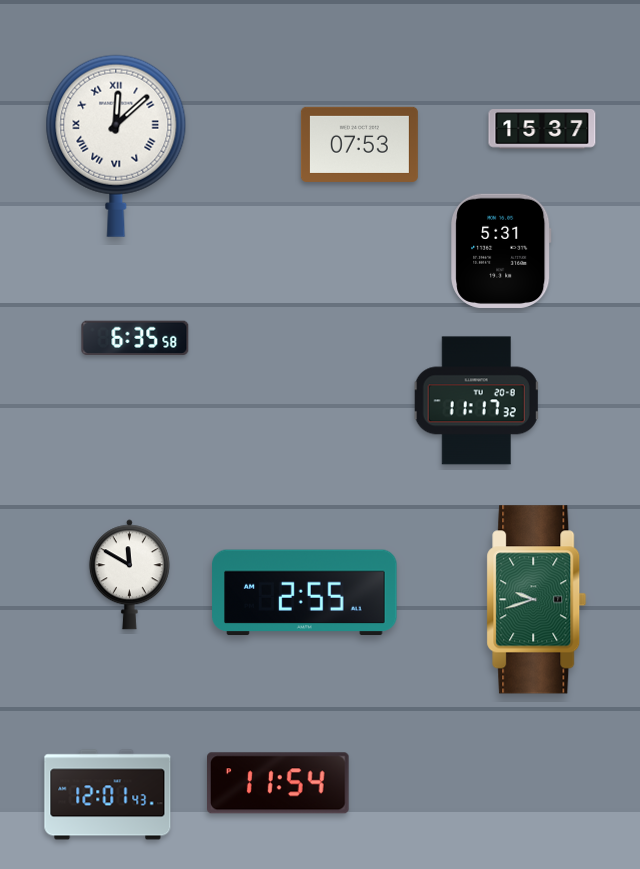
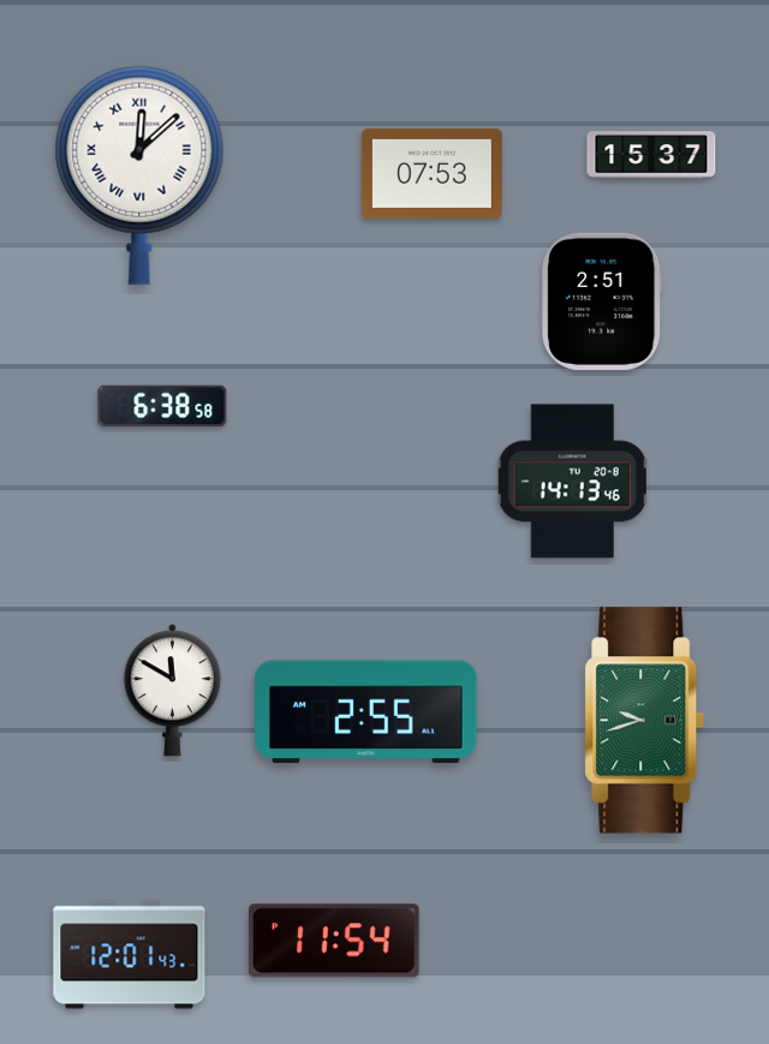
clock at (501, 251): 5:31 -> 2:51
clock at (135, 338): 6:35 -> 6:38
clock at (476, 401): 11:17 -> 14:13
clock at (129, 575) position: (129, 575) -> (172, 691)
